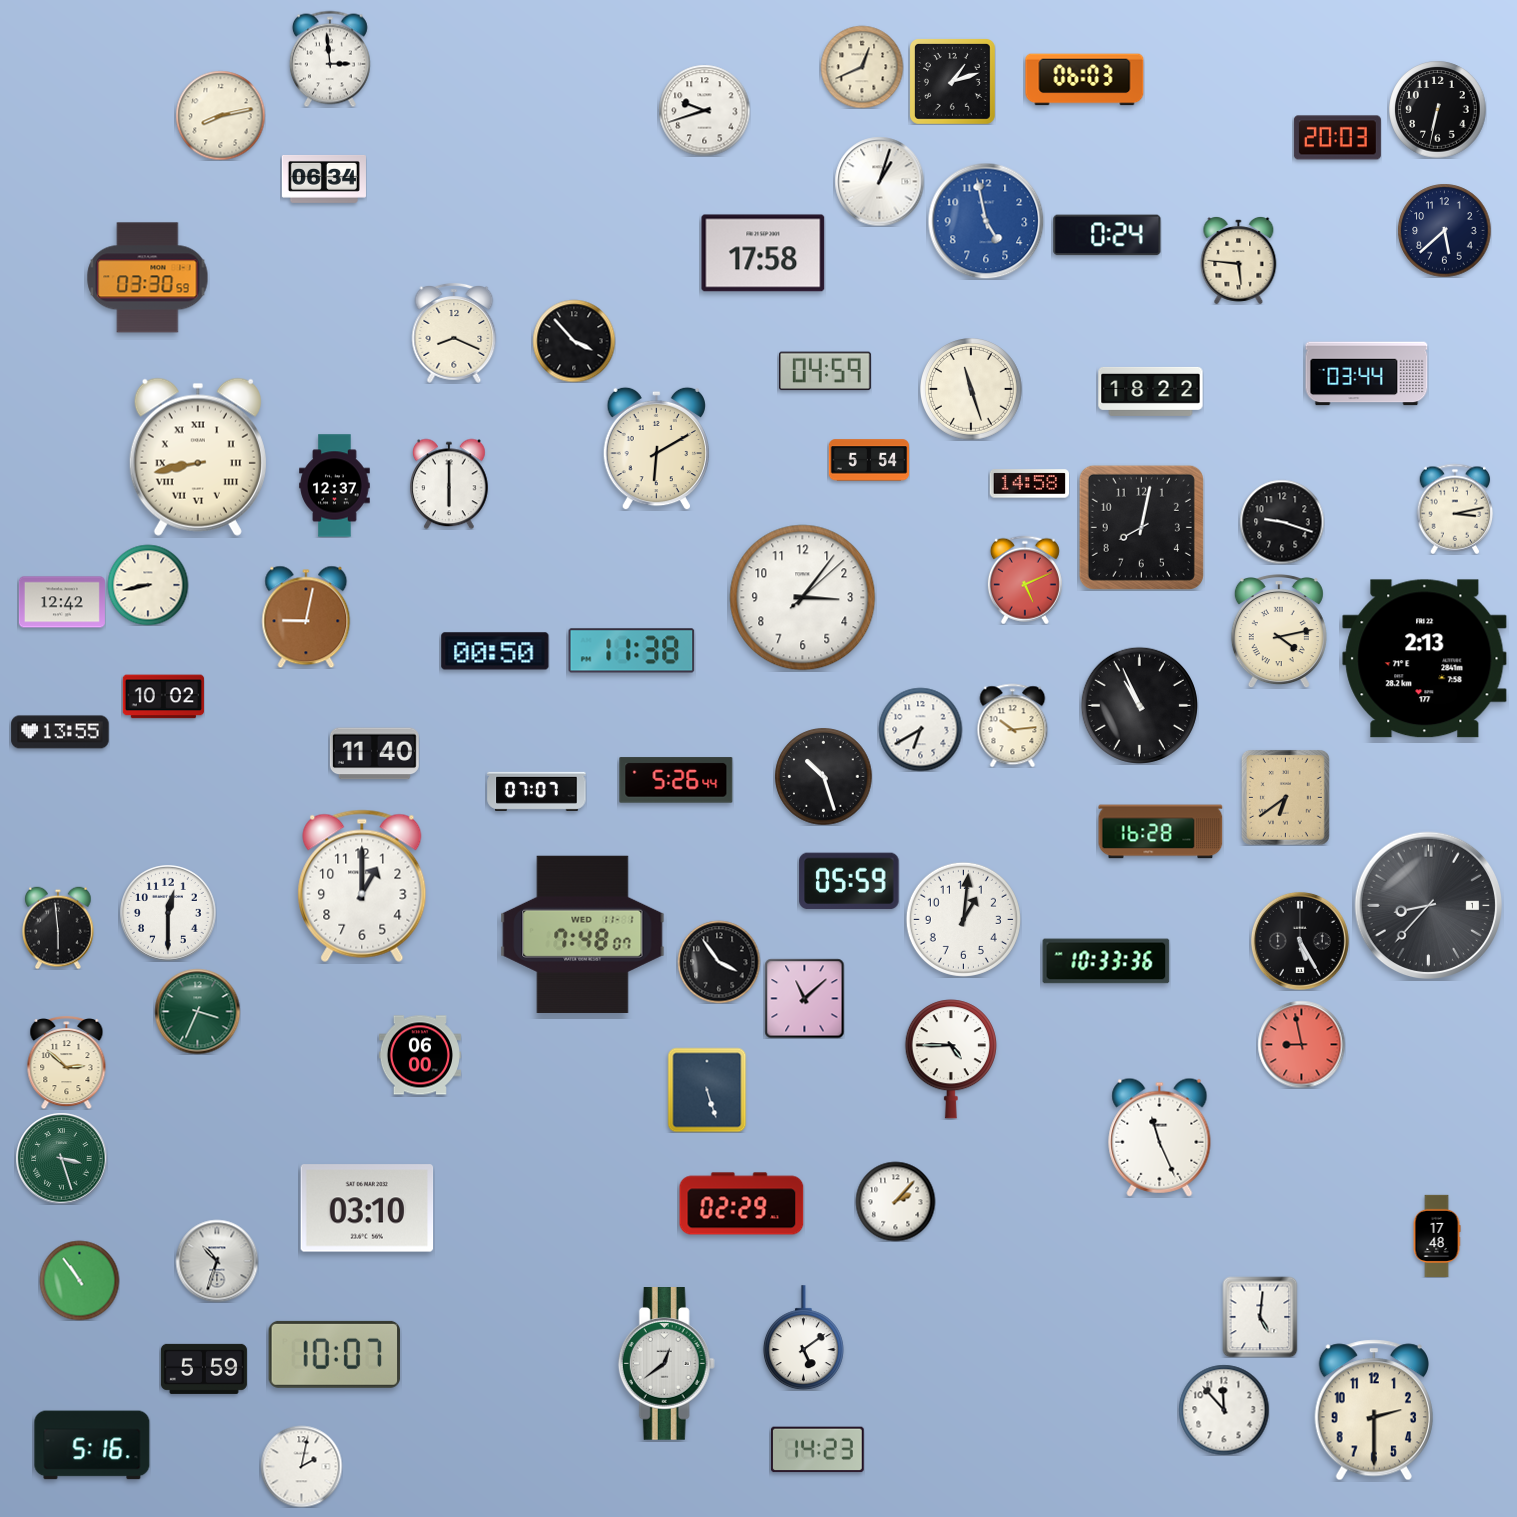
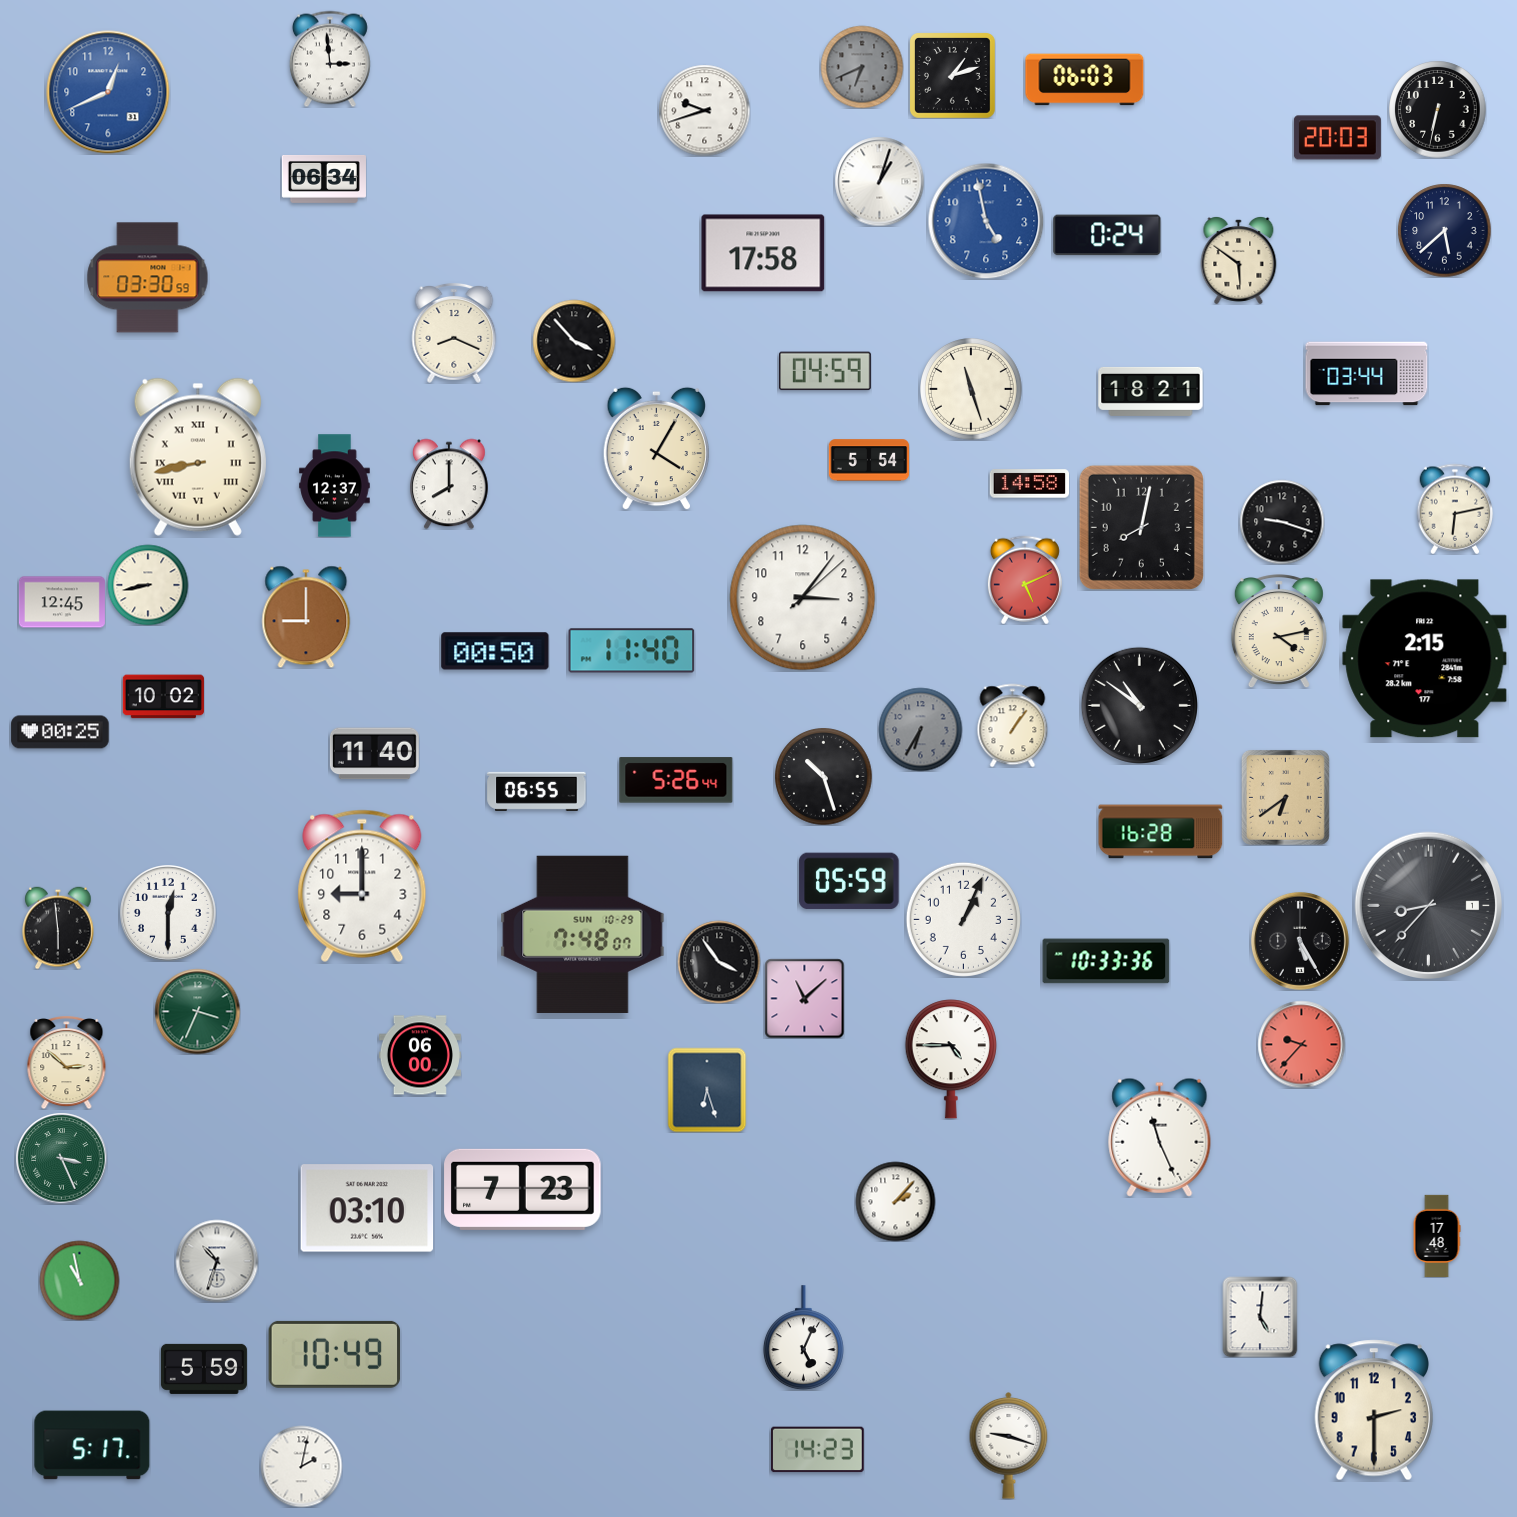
clock at (862, 67): 12:41 -> 6:41
clock at (862, 67) dial: cream -> grey
clock at (952, 81) position: (952, 81) -> (952, 75)
clock at (108, 92): none -> 12:41
clock at (220, 115): 8:13 -> none
clock at (1239, 260): 5:46 -> 5:51
clock at (1151, 391): 18:22 -> 18:21
clock at (656, 448): 6:10 -> 4:05
clock at (450, 484): 6:00 -> 8:00
clock at (1455, 509): 3:13 -> 6:13
clock at (62, 602): 12:42 -> 12:45
clock at (306, 617): 9:02 -> 9:00
clock at (632, 651): 11:38 -> 11:40
clock at (1425, 659): 2:13 -> 2:15
clock at (1139, 705): 10:56 -> 10:51
clock at (1013, 725): 10:14 -> 1:06
clock at (920, 729): 6:40 -> 6:35
clock at (920, 729) dial: white -> grey
clock at (60, 732): 13:55 -> 00:25
clock at (537, 791): 07:07 -> 06:55
clock at (362, 886): 1:00 -> 9:00
clock at (963, 919): 1:01 -> 1:04
clock at (583, 934) date: WED 11-1 -> SUN 10-29
clock at (1301, 1044): 8:58 -> 9:37
clock at (707, 1090): 5:27 -> 6:27
clock at (61, 1158): 3:27 -> 3:26
clock at (523, 1189): none -> 7:23
clock at (742, 1204): 02:29 -> none
clock at (79, 1280): 10:54 -> 10:58
clock at (803, 1338): 5:09 -> 5:04
clock at (335, 1354): 10:07 -> 10:49
clock at (666, 1364): 12:39 -> none
clock at (1224, 1410): 11:53 -> none
clock at (92, 1445): 5:16 -> 5:17
clock at (1009, 1446): none -> 9:18
